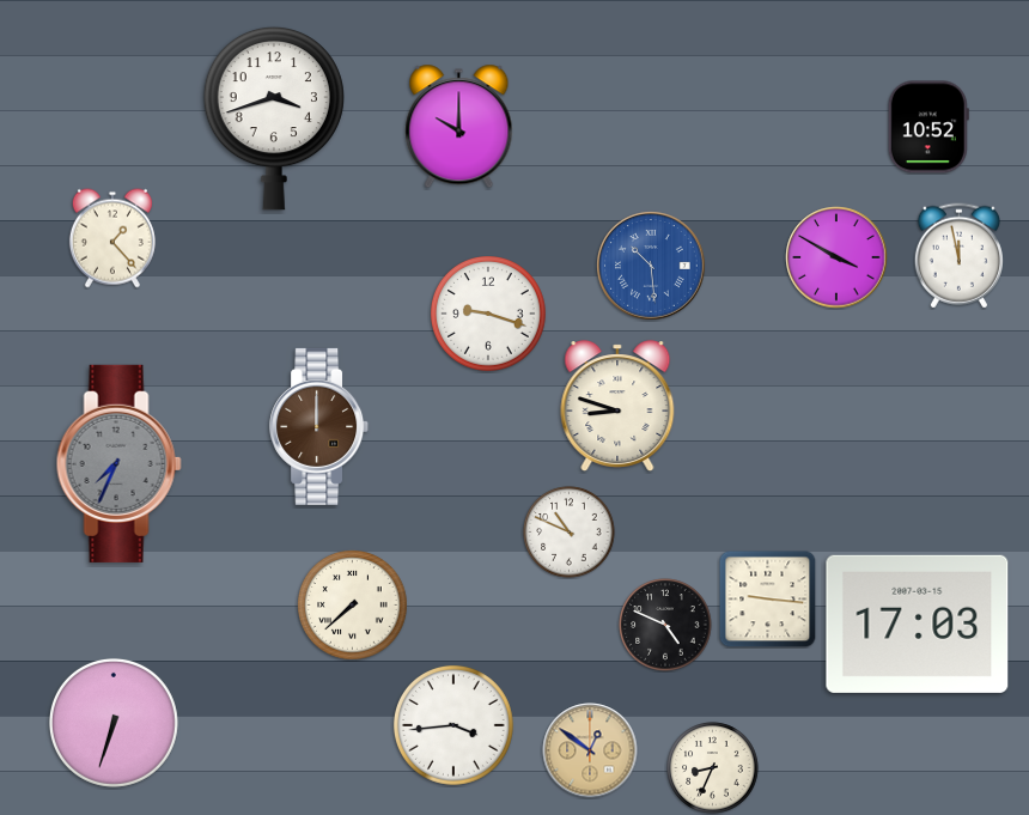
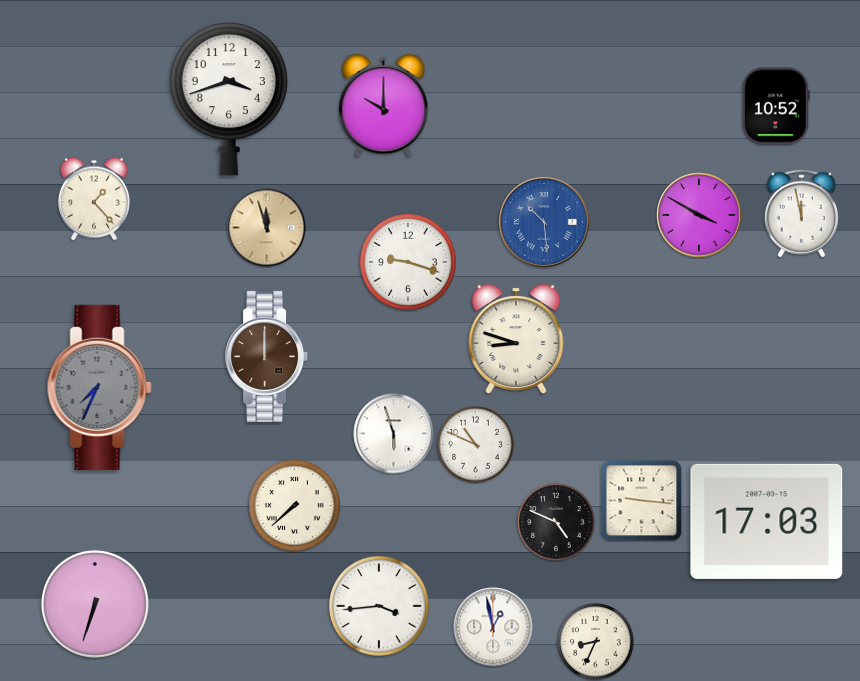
clock at (267, 228): none -> 11:57
clock at (394, 434): none -> 5:57
clock at (590, 750): 12:51 -> 12:58
clock at (590, 750) dial: champagne -> white
